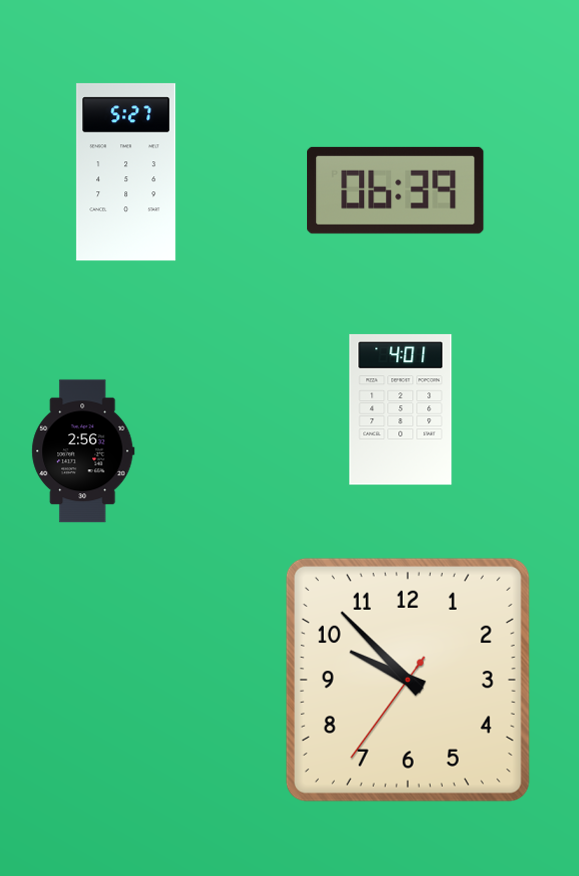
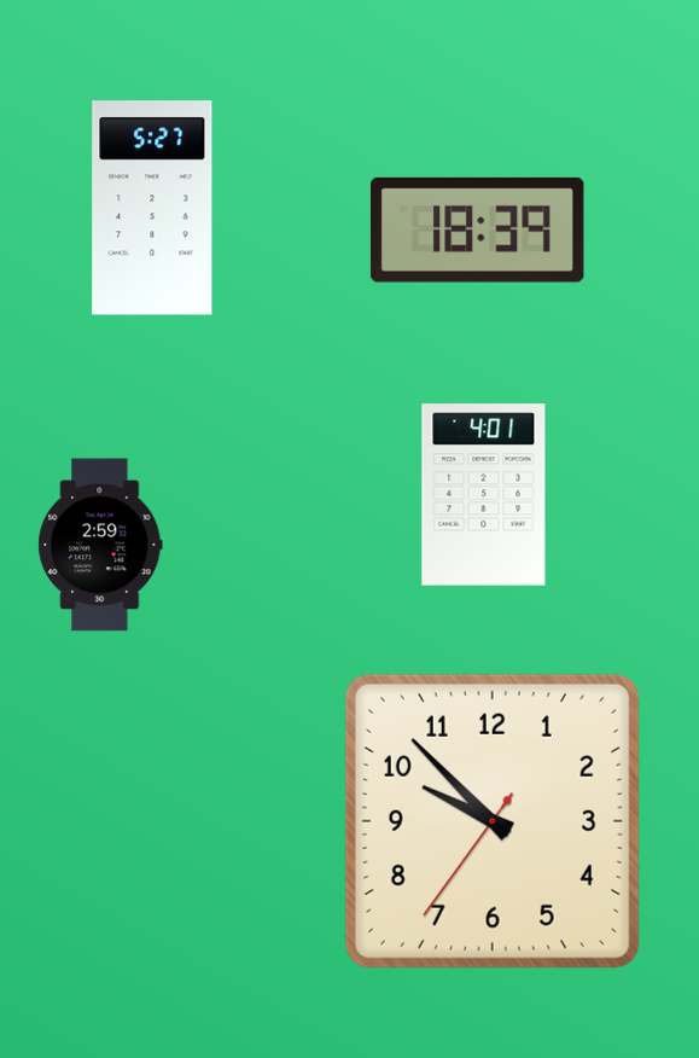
clock at (395, 190): 06:39 -> 18:39
clock at (83, 451): 2:56 -> 2:59
